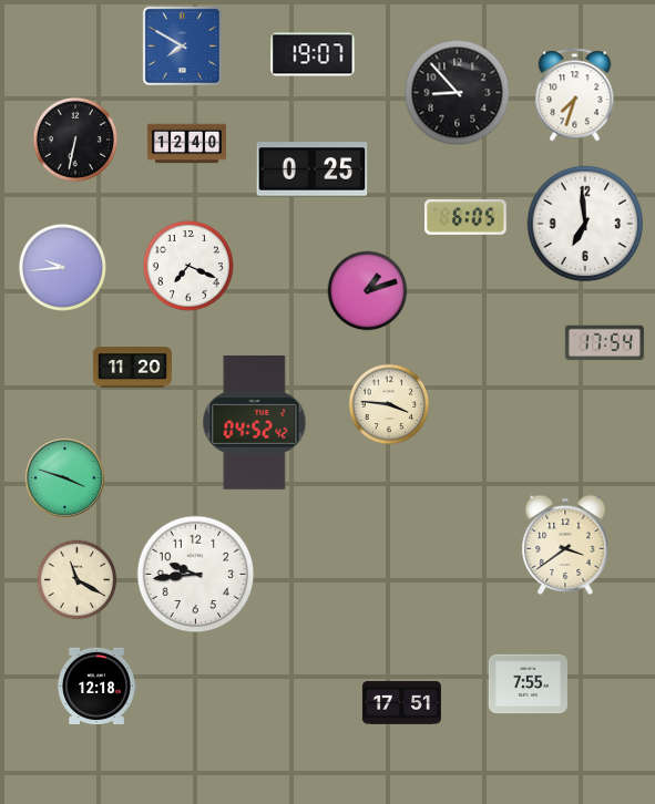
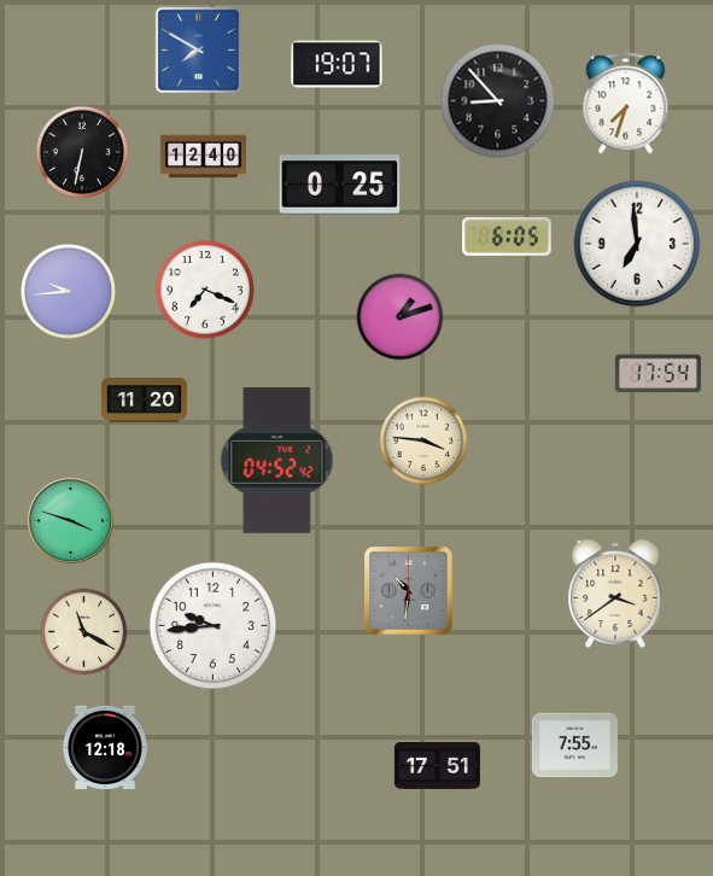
clock at (313, 54) position: (313, 54) -> (337, 64)
clock at (409, 591): none -> 10:31
